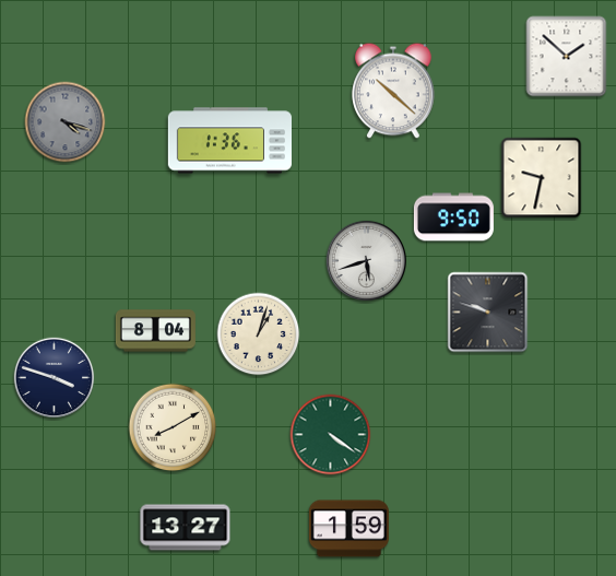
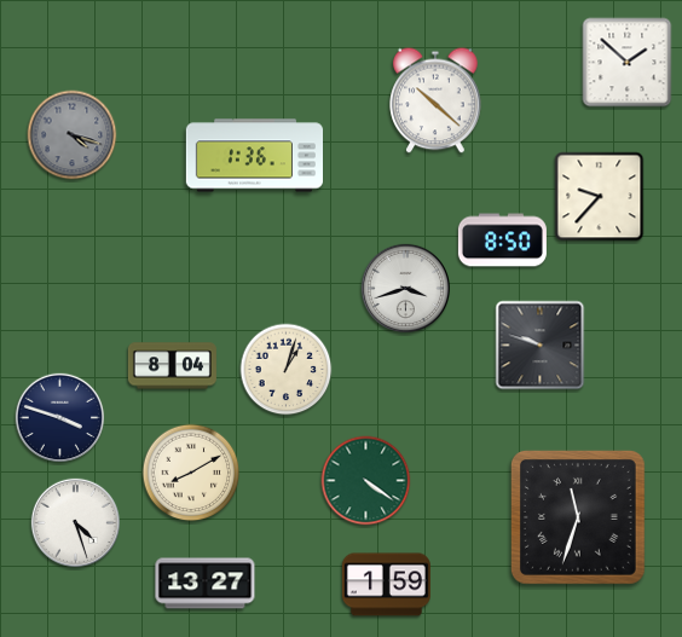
clock at (542, 178): 9:32 -> 9:37
clock at (453, 218): 9:50 -> 8:50
clock at (366, 260): 5:42 -> 3:42
clock at (578, 517): none -> 11:33
clock at (75, 522): none -> 4:27
